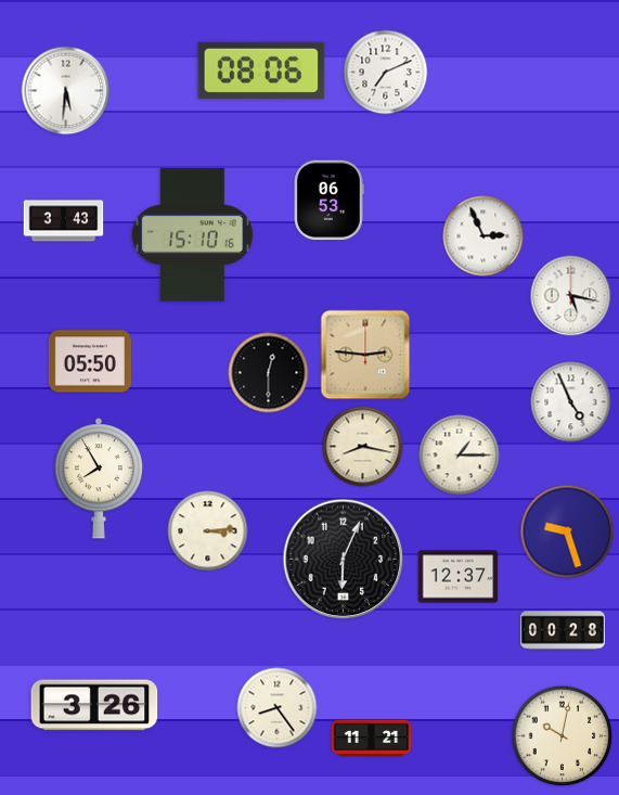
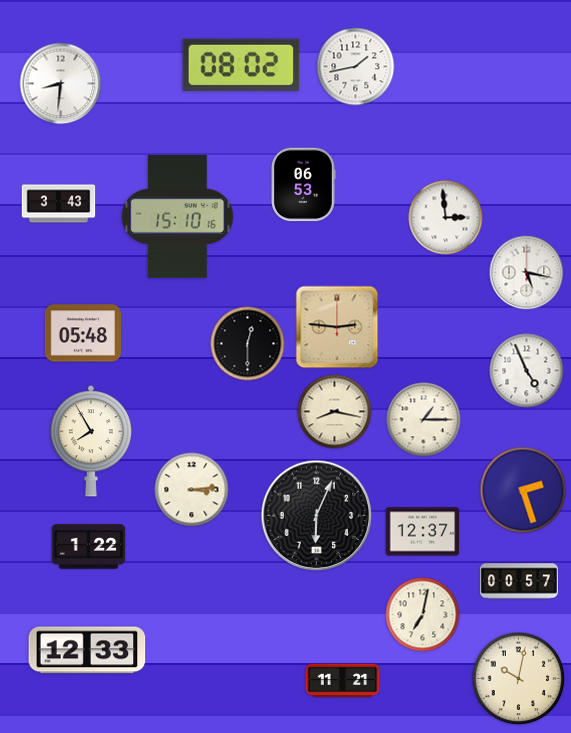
clock at (261, 69): 08:06 -> 08:02
clock at (386, 73): 7:11 -> 1:43
clock at (66, 91): 5:31 -> 8:31
clock at (483, 236): 2:56 -> 2:59
clock at (90, 361): 05:50 -> 05:48
clock at (567, 531): 9:27 -> 2:27
clock at (89, 547): none -> 1:22
clock at (563, 630): 00:28 -> 00:57
clock at (423, 615): none -> 7:02
clock at (94, 705): 3:26 -> 12:33
clock at (278, 708): 8:24 -> none
